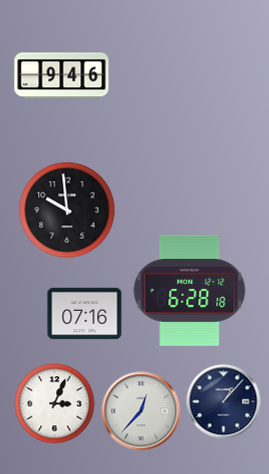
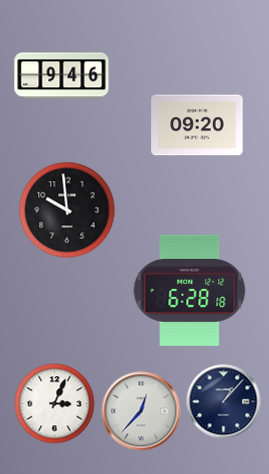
clock at (197, 125): none -> 09:20
clock at (85, 314): 07:16 -> none
